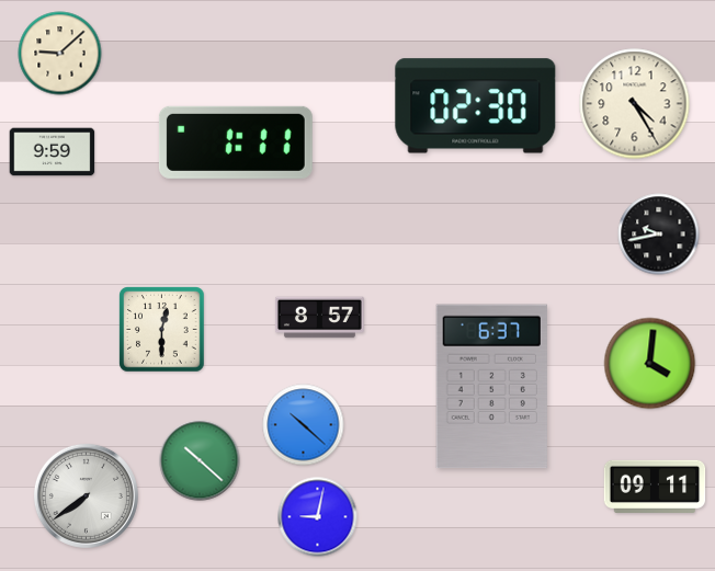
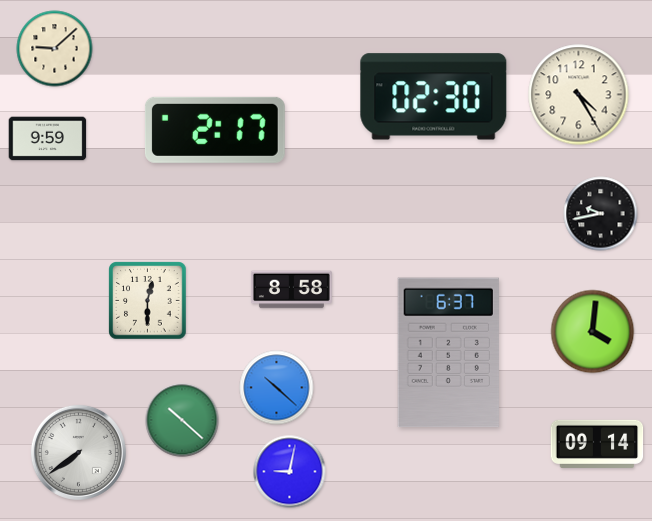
clock at (236, 142): 1:11 -> 2:17
clock at (319, 318): 8:57 -> 8:58
clock at (655, 487): 09:11 -> 09:14
